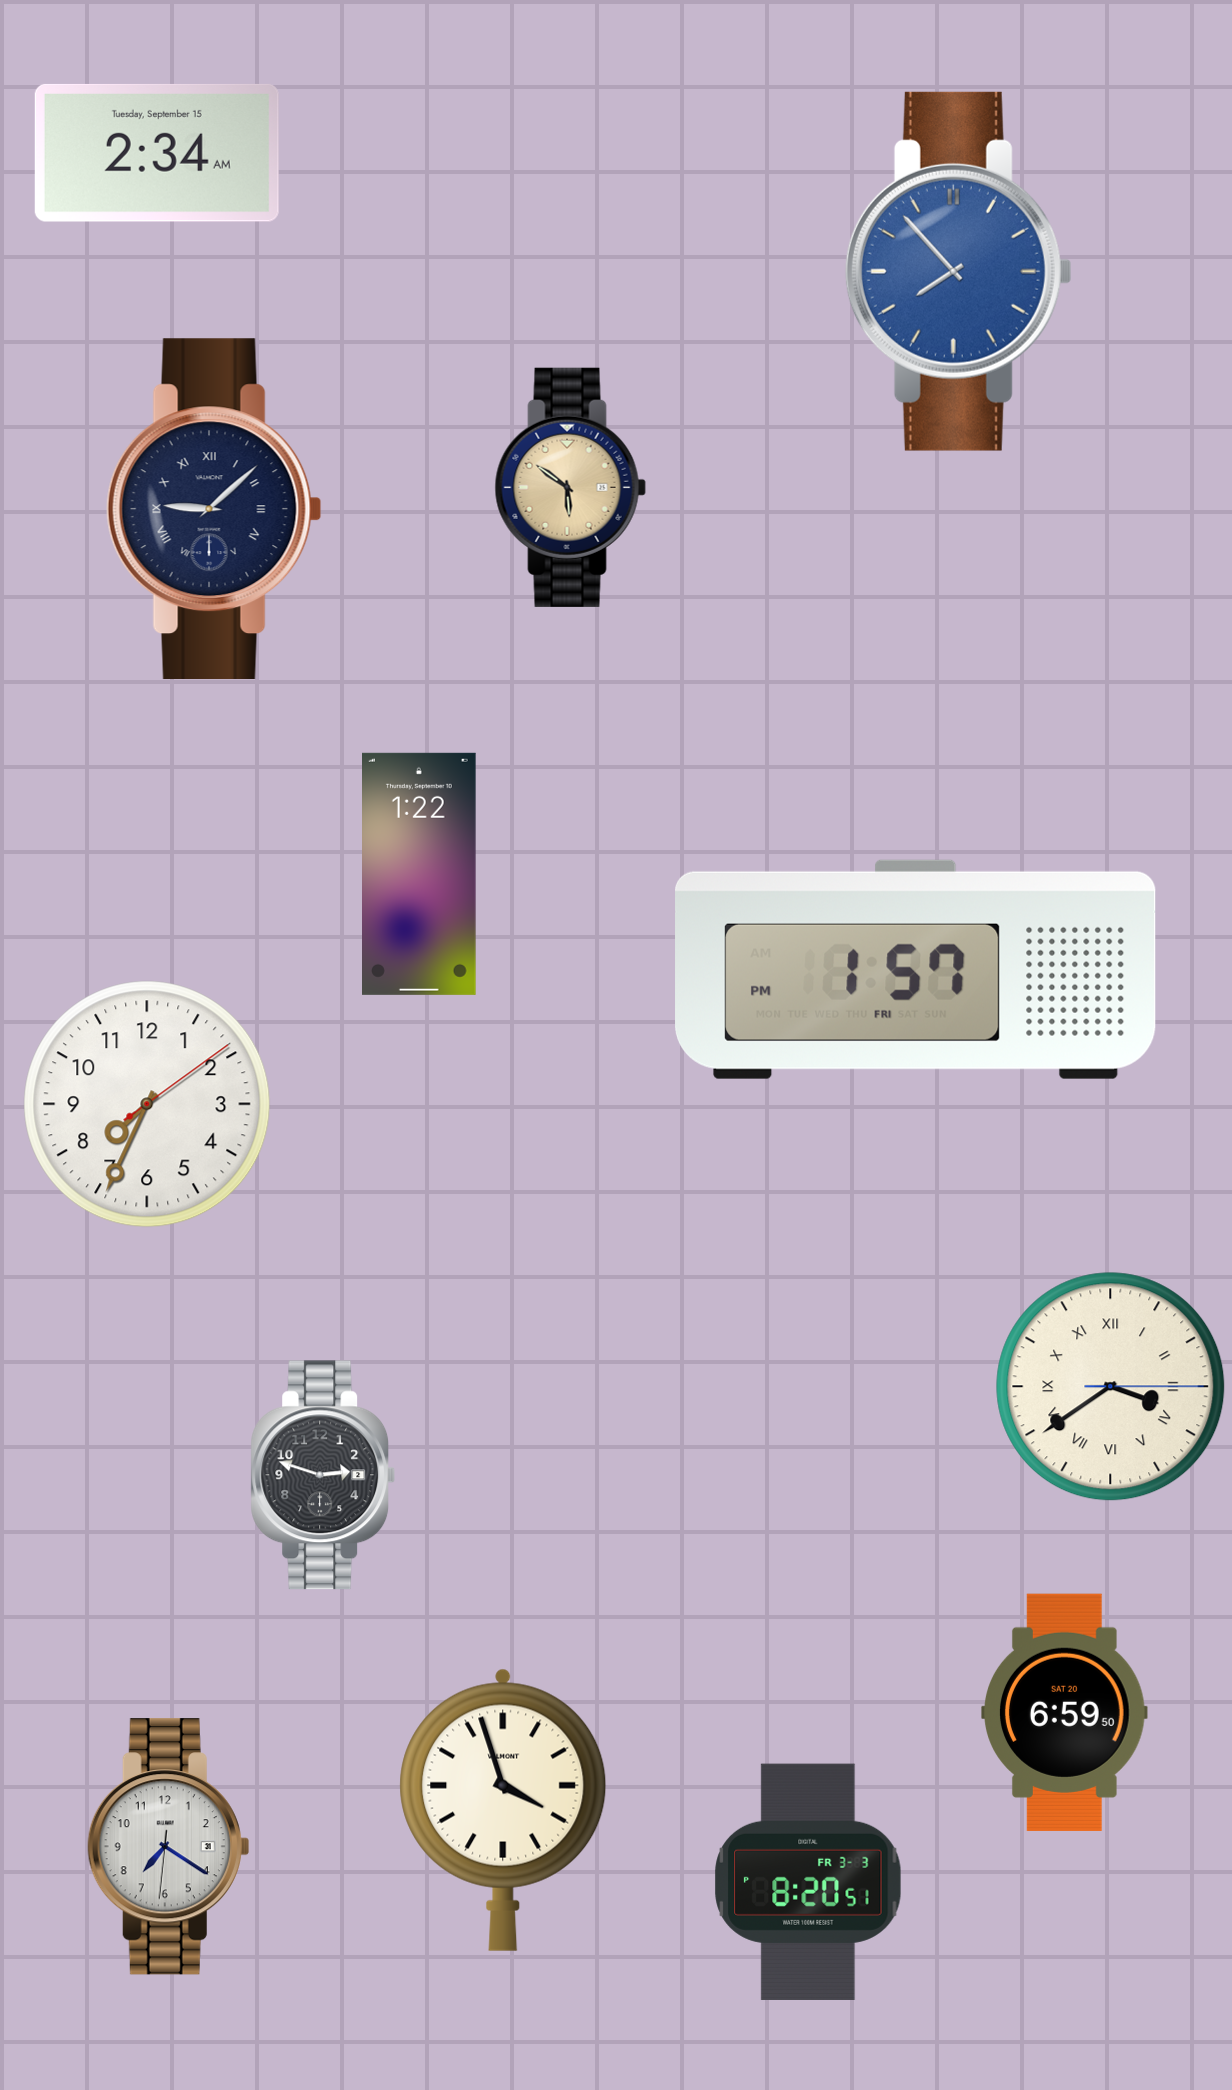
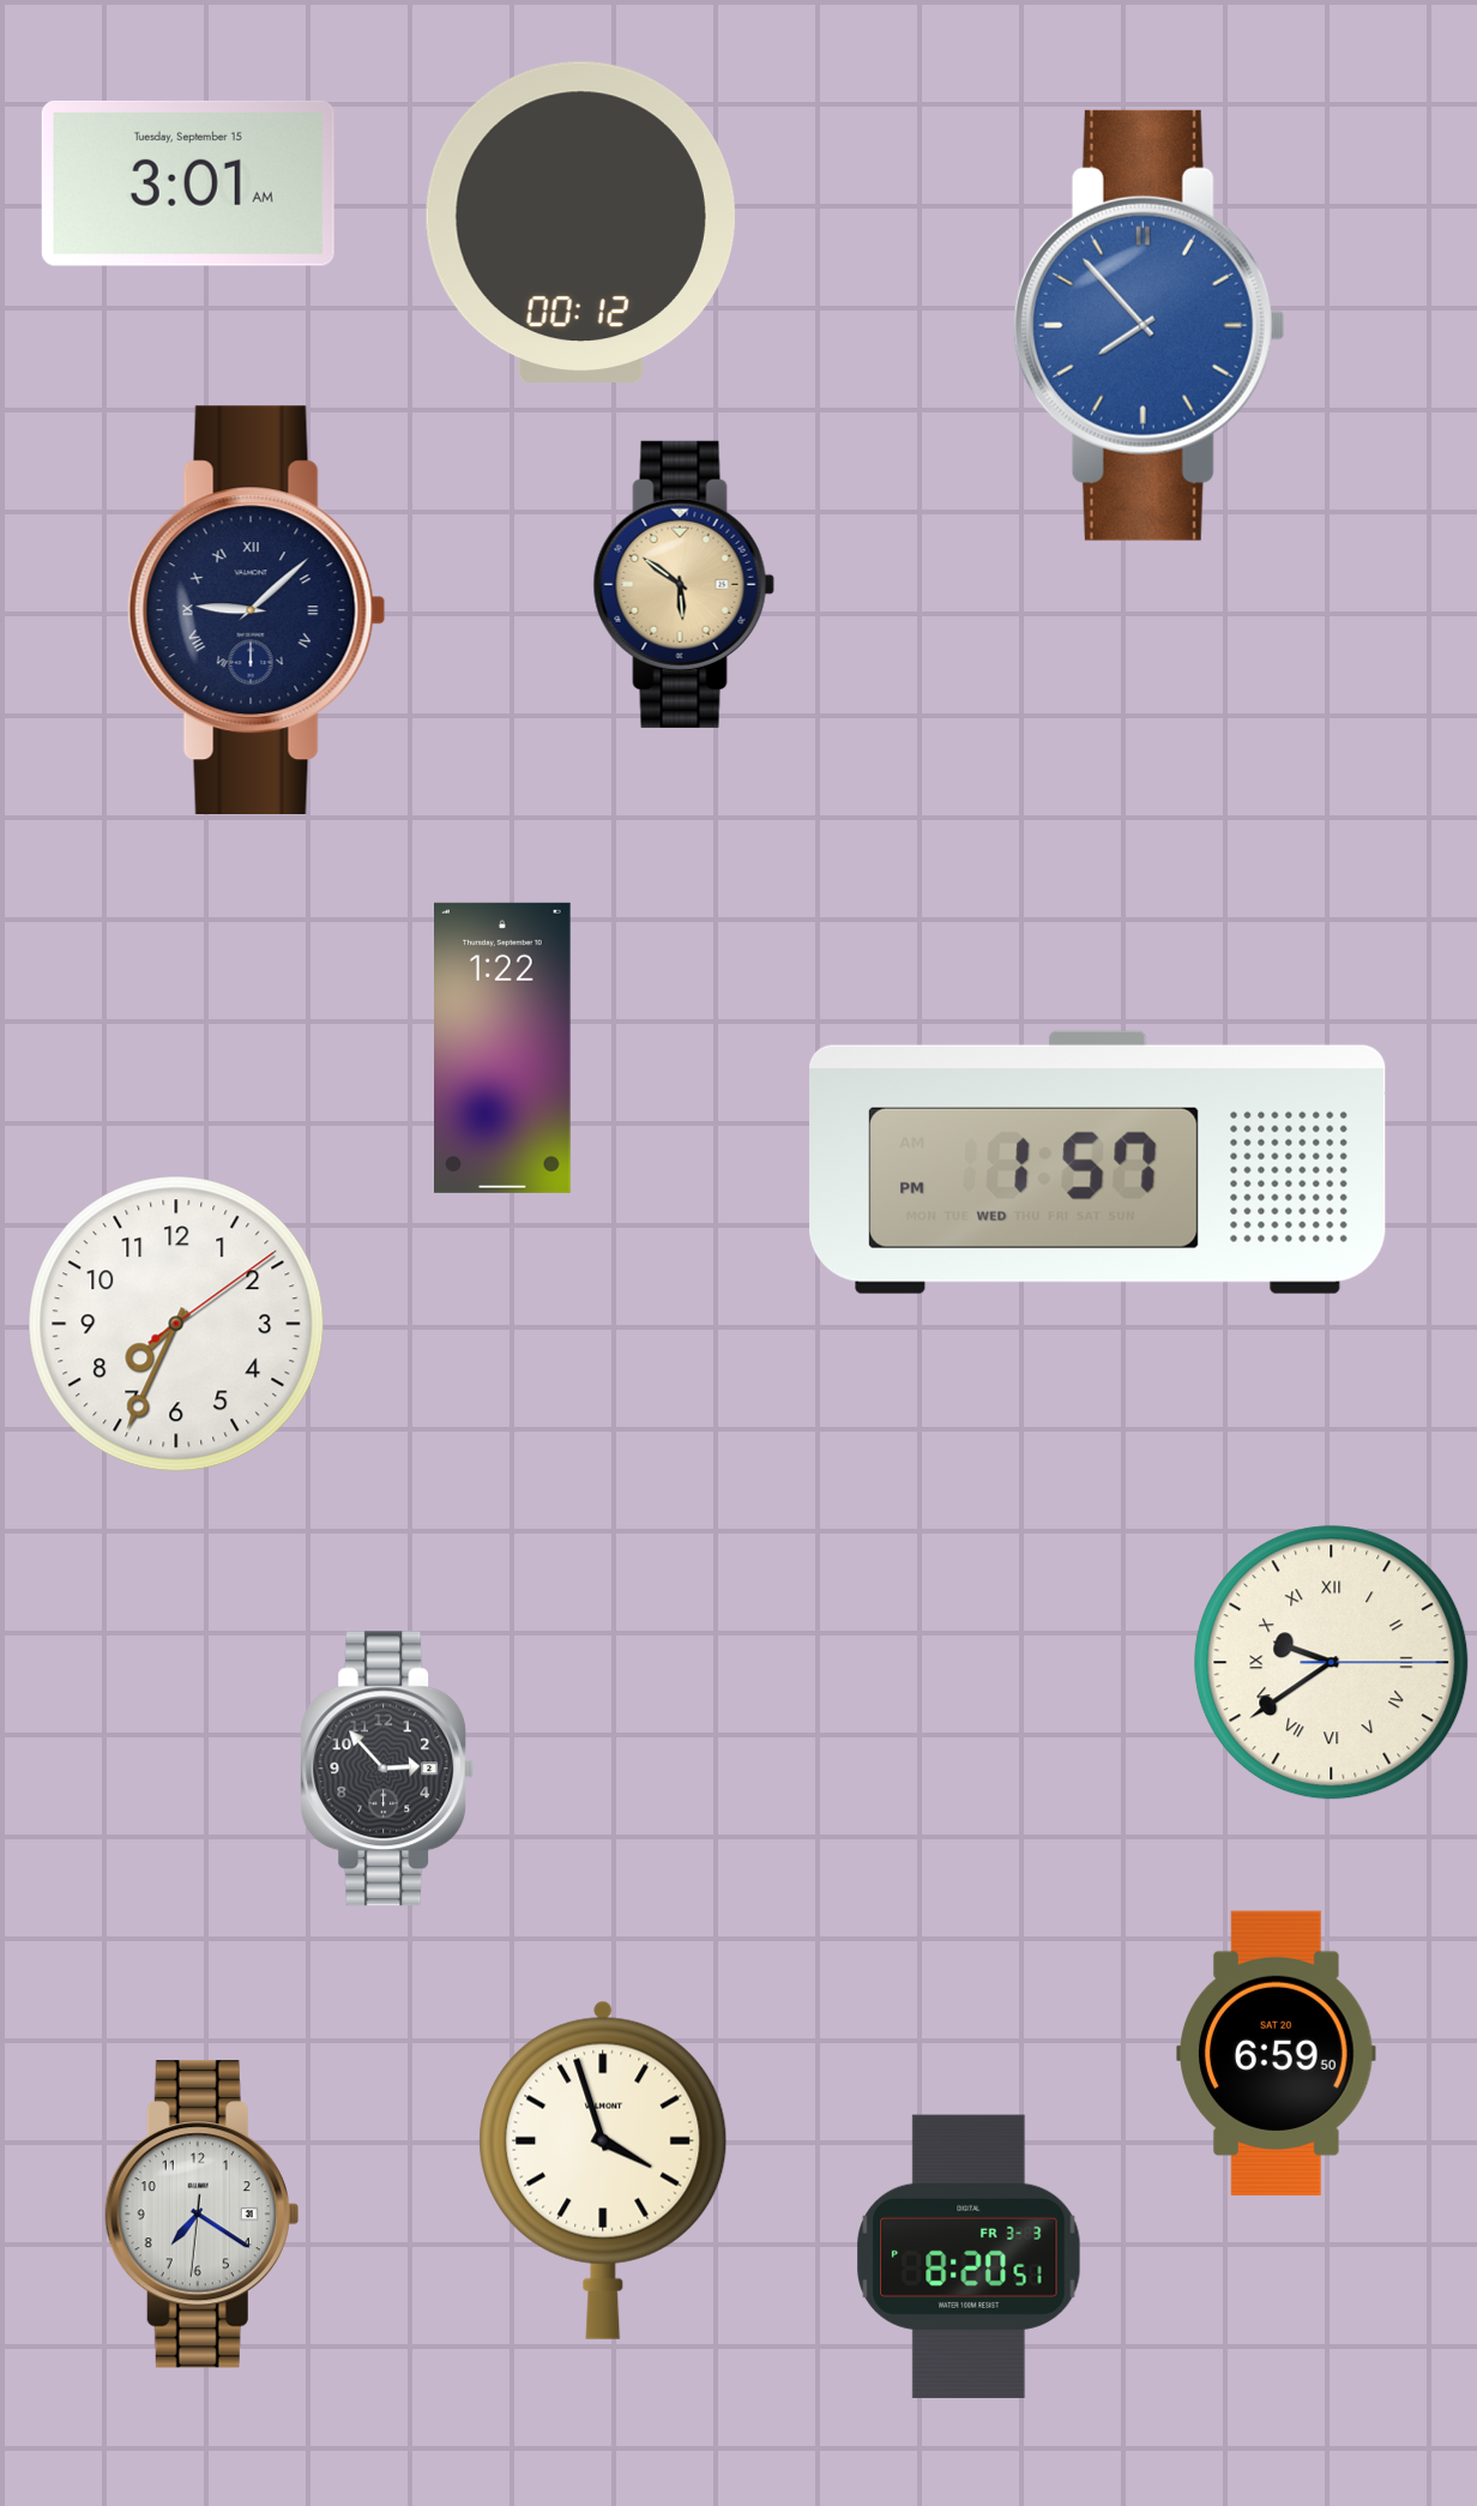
clock at (157, 153): 2:34 -> 3:01
clock at (580, 222): none -> 00:12
clock at (916, 969) date: FRI -> WED
clock at (1111, 1387): 3:39 -> 9:39
clock at (323, 1475): 2:48 -> 2:53
